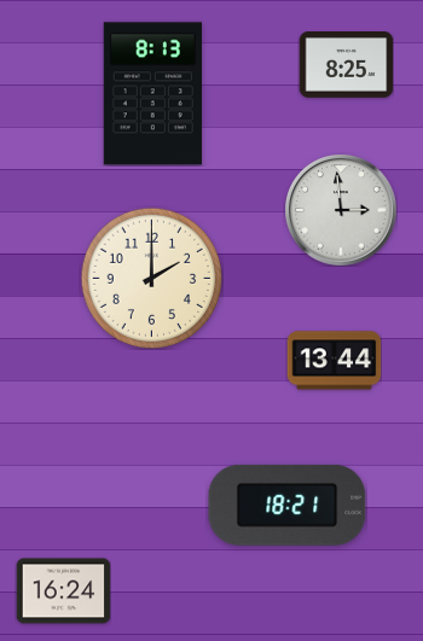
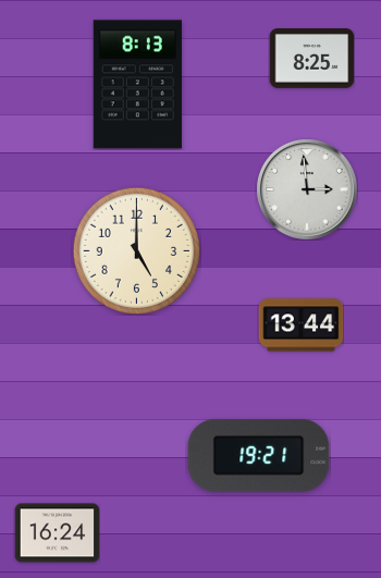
clock at (151, 278): 2:00 -> 5:00
clock at (288, 505): 18:21 -> 19:21
